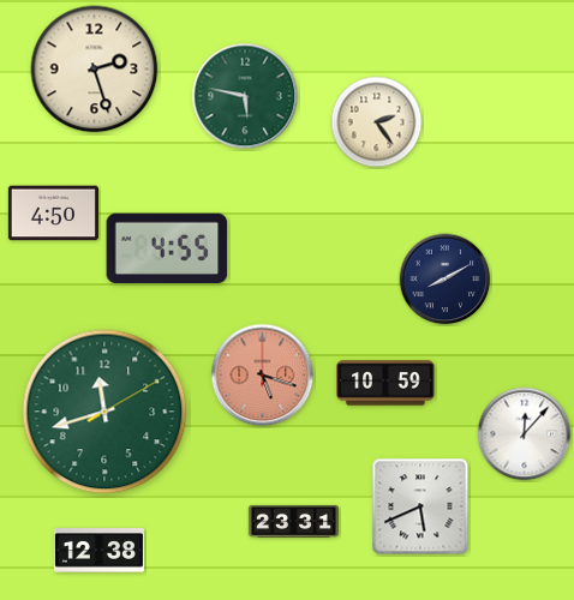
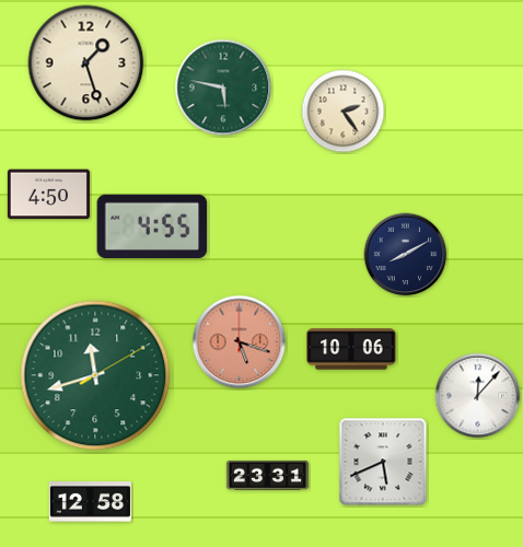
clock at (95, 70): 2:27 -> 1:27
clock at (385, 383): 10:59 -> 10:06
clock at (98, 551): 12:38 -> 12:58
